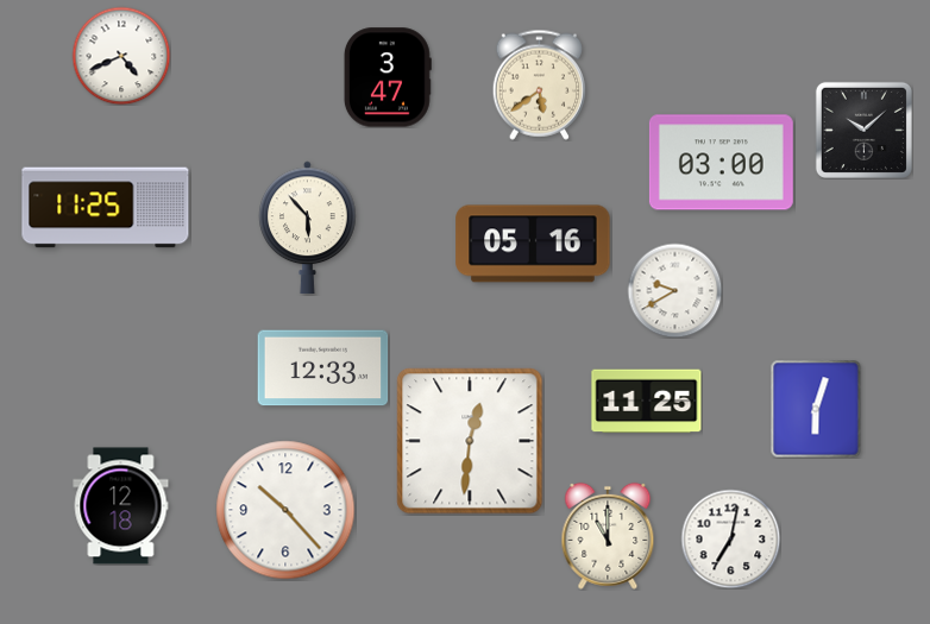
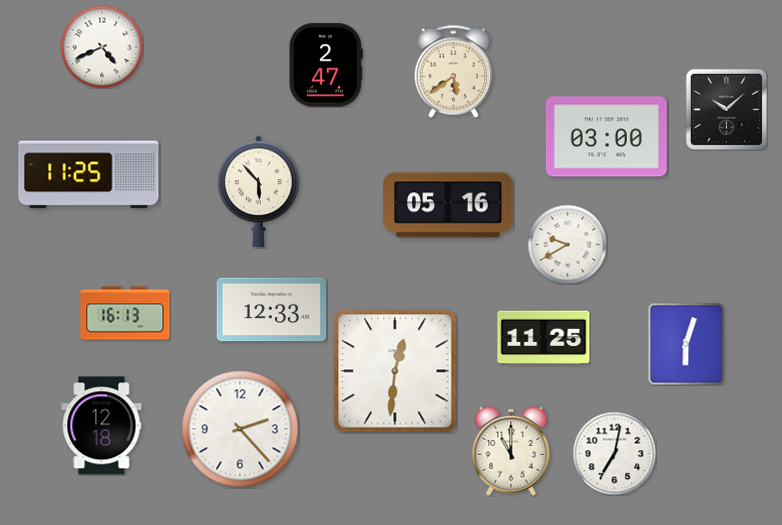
clock at (388, 77): 3:47 -> 2:47
clock at (125, 313): none -> 16:13
clock at (285, 510): 10:23 -> 2:23
